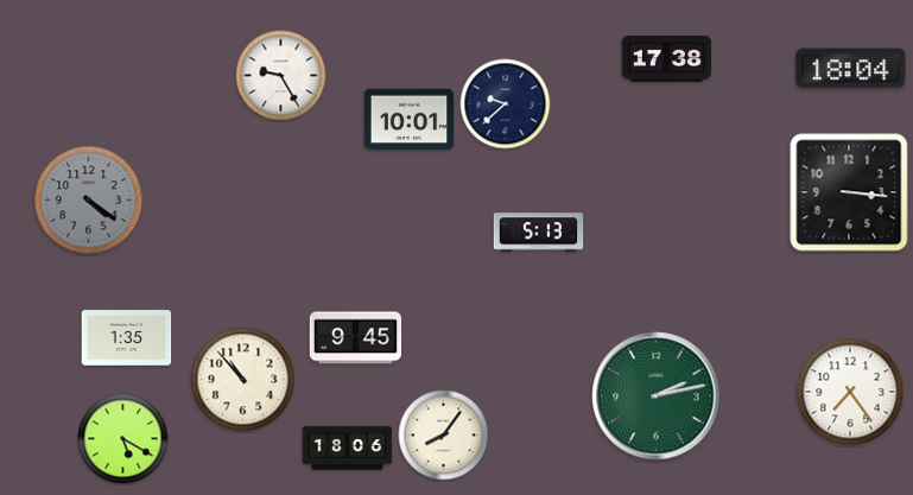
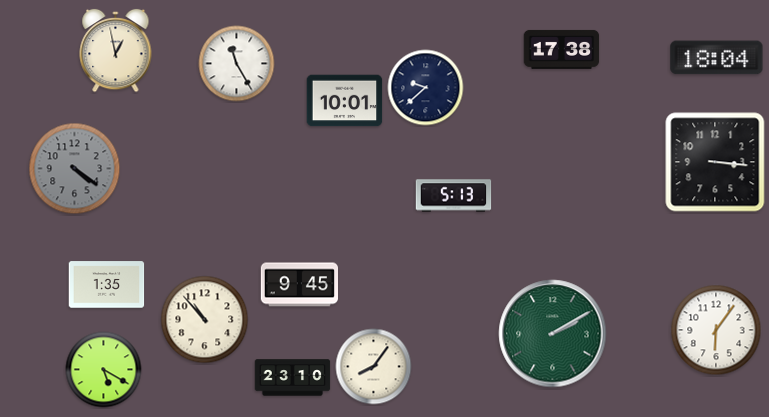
clock at (116, 51): none -> 12:58
clock at (281, 76): 9:25 -> 11:25
clock at (850, 392): 7:24 -> 6:06
clock at (657, 396): 2:13 -> 2:10
clock at (348, 449): 18:06 -> 23:10
